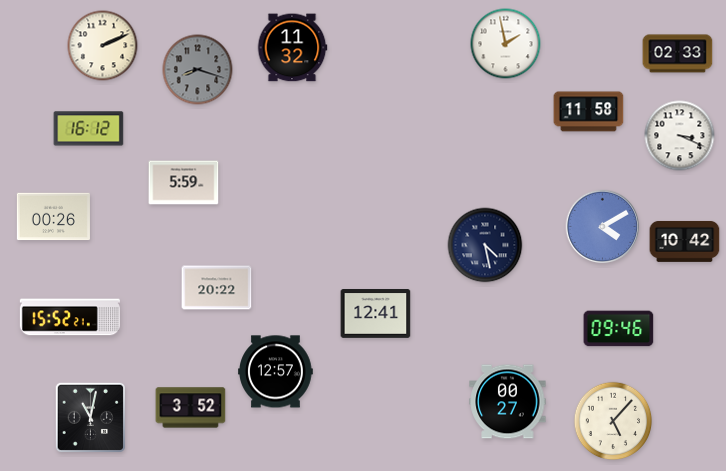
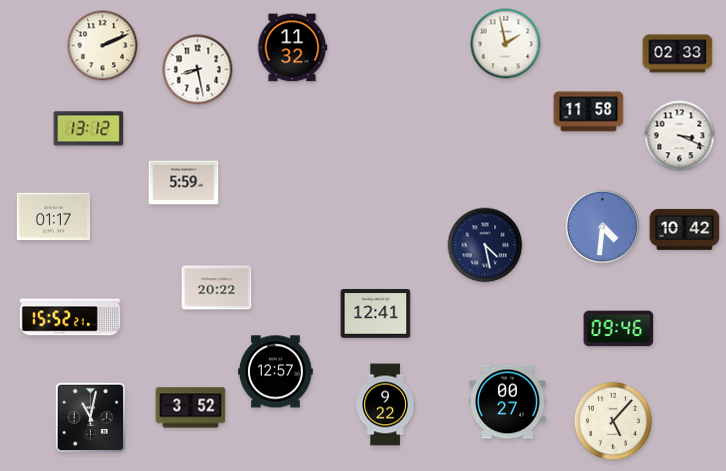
clock at (198, 70): 8:18 -> 8:28
clock at (198, 70) dial: grey -> white
clock at (89, 129): 16:12 -> 13:12
clock at (53, 217): 00:26 -> 01:17
clock at (603, 227): 4:10 -> 4:31
clock at (685, 241) position: (685, 241) -> (685, 229)
clock at (385, 405): none -> 9:22
